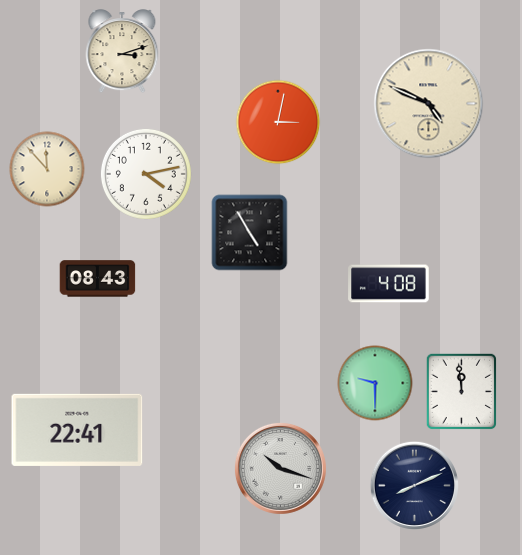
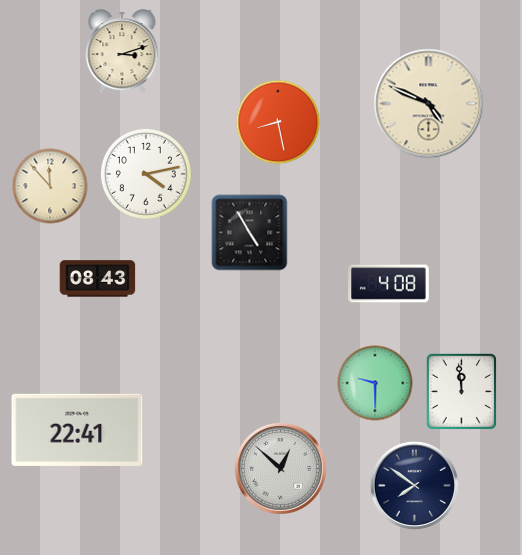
clock at (278, 122): 3:02 -> 8:28
clock at (47, 169) position: (47, 169) -> (50, 186)
clock at (280, 468): 10:18 -> 12:52
clock at (414, 485): 8:11 -> 7:51
